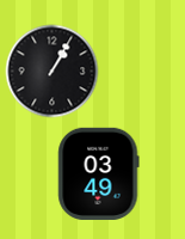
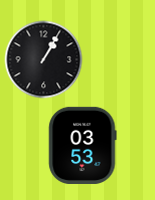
clock at (99, 173): 03:49 -> 03:53
